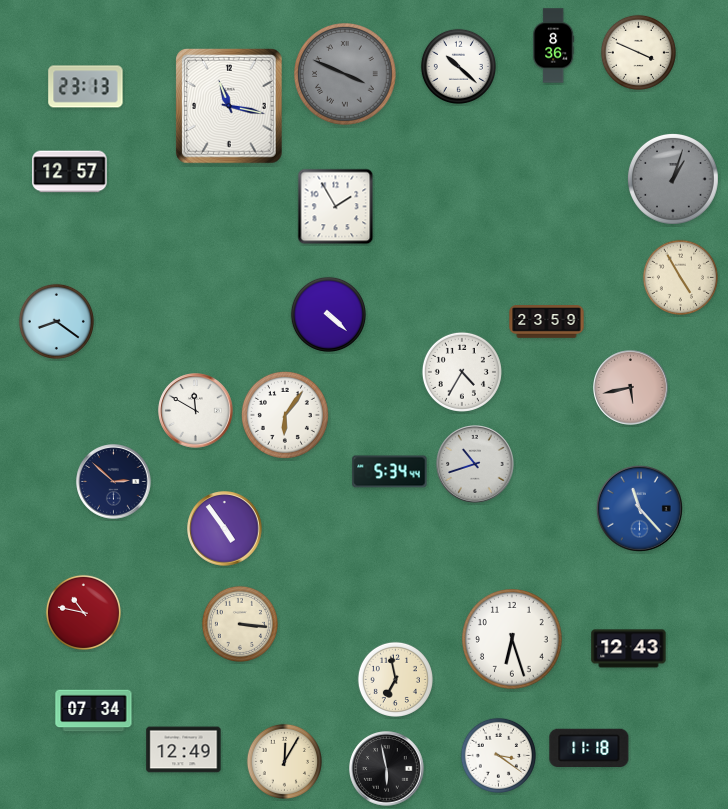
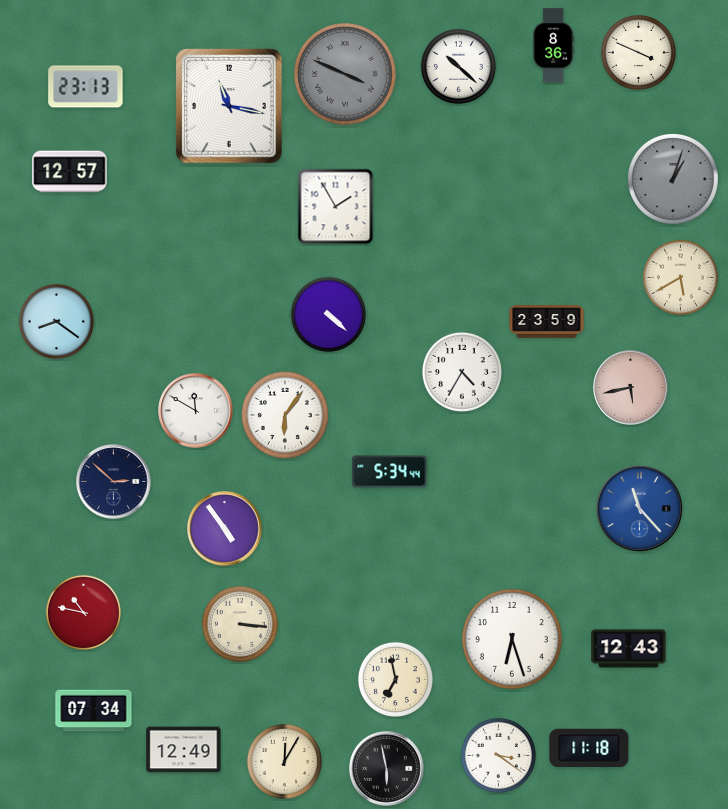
clock at (680, 277): 4:55 -> 5:40
clock at (475, 464): 10:42 -> none
